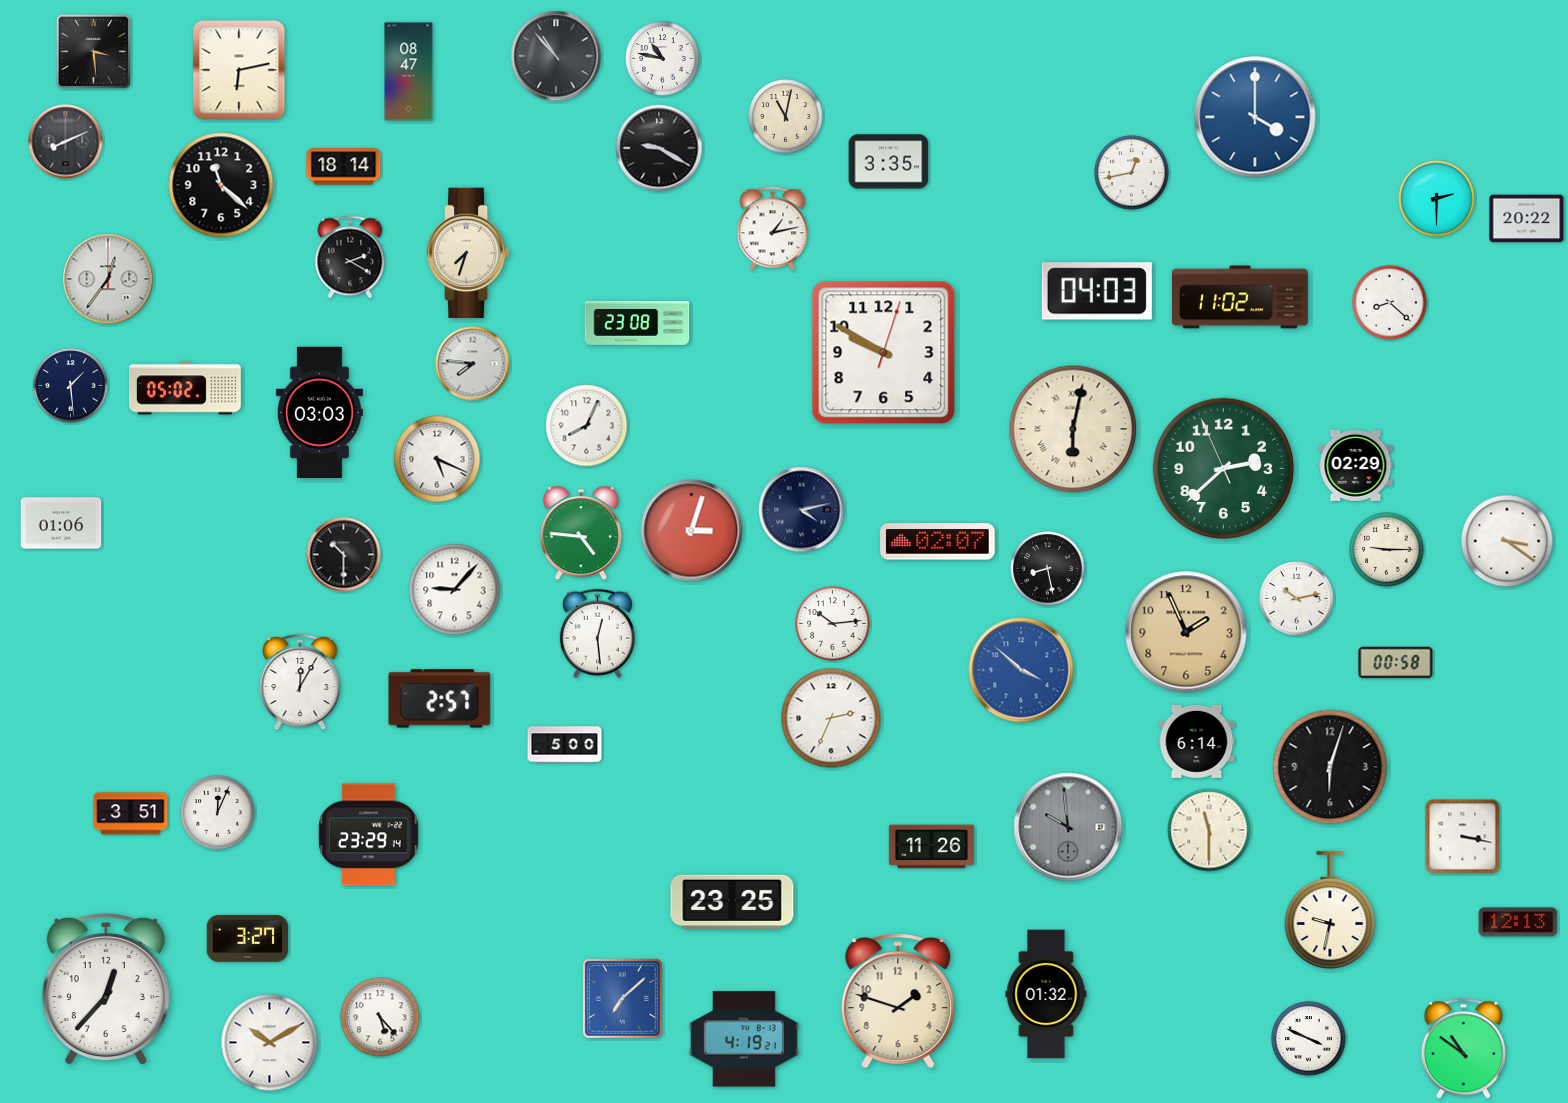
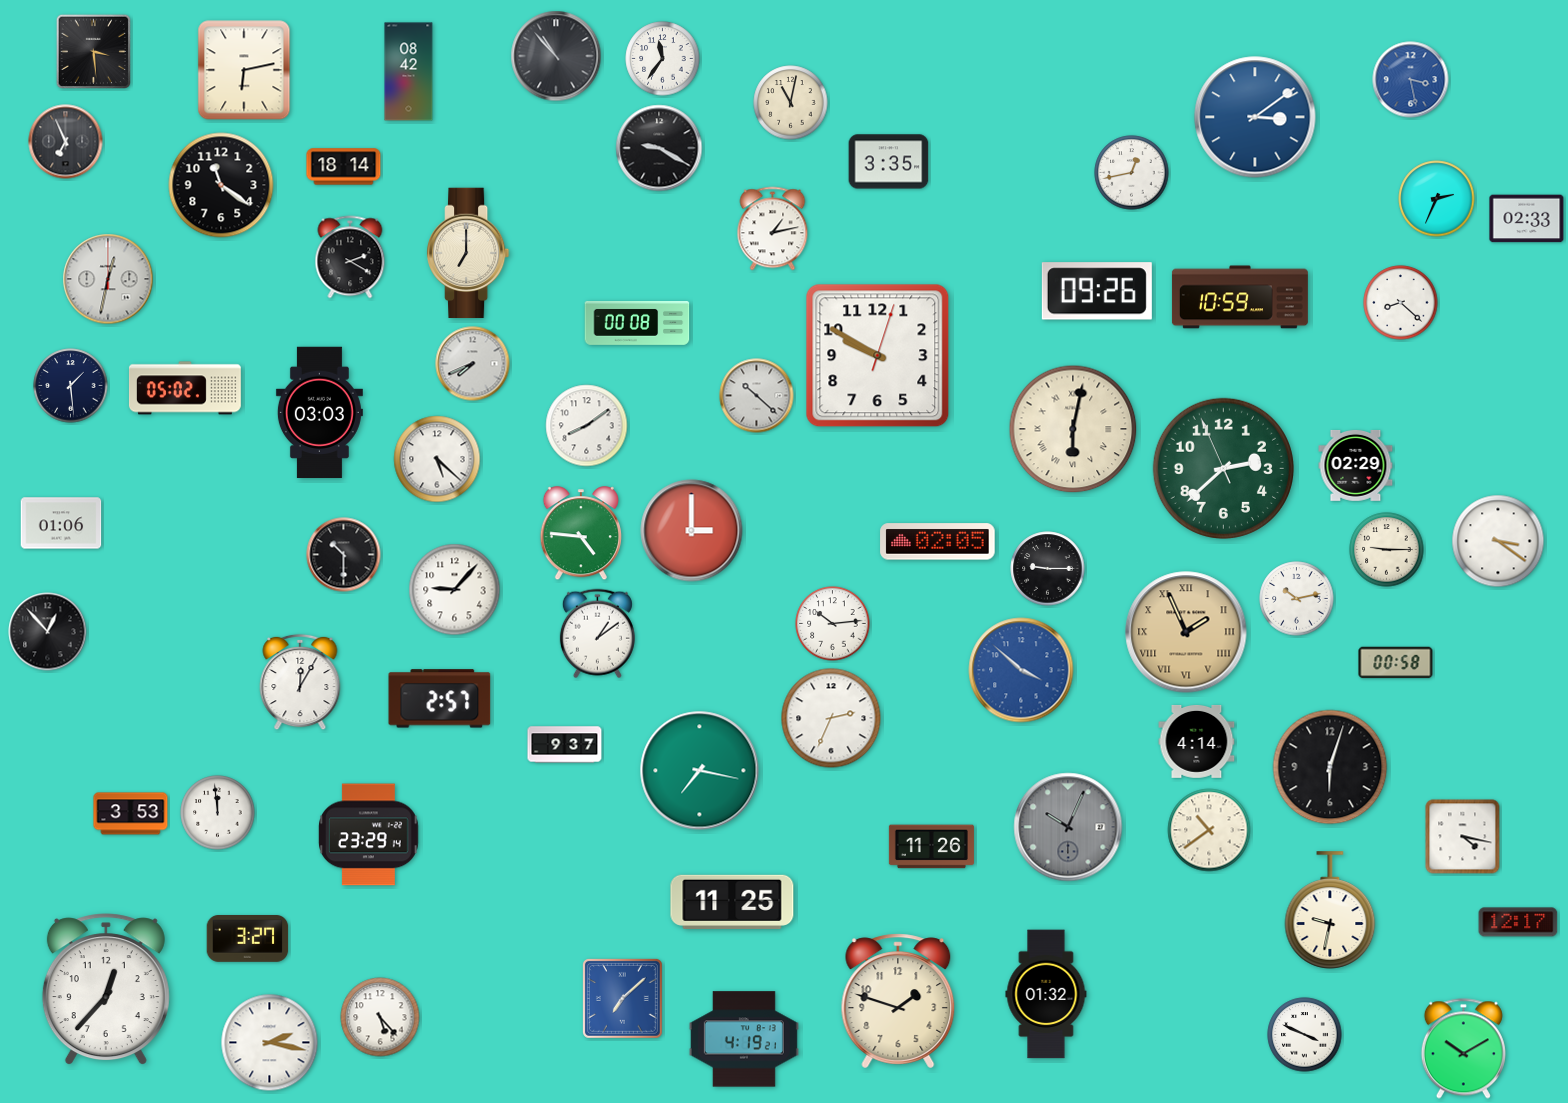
clock at (663, 59): 10:47 -> 11:36
clock at (239, 70) position: (239, 70) -> (244, 70)
clock at (409, 72): 08:47 -> 08:42
clock at (1411, 80): none -> 3:28
clock at (786, 117) position: (786, 117) -> (791, 103)
clock at (1255, 117): 4:00 -> 3:09
clock at (66, 142): 8:11 -> 6:56
clock at (221, 185): 11:22 -> 11:21
clock at (1437, 199): 2:30 -> 2:34
clock at (1527, 219): 20:22 -> 02:33
clock at (468, 253): 7:33 -> 7:00
clock at (108, 279): 12:36 -> 12:32
clock at (1097, 291): 04:03 -> 09:26
clock at (1240, 297): 11:02 -> 10:59
clock at (1390, 303) position: (1390, 303) -> (1401, 303)
clock at (637, 323): 23:08 -> 00:08
clock at (884, 353) position: (884, 353) -> (878, 356)
clock at (473, 364): 7:46 -> 7:41
clock at (757, 396): none -> 10:22
clock at (587, 426): 8:04 -> 8:09
clock at (437, 459): 5:19 -> 5:22
clock at (802, 510): 4:13 -> none
clock at (692, 531): 3:03 -> 3:00
clock at (1507, 541) position: (1507, 541) -> (1498, 541)
clock at (938, 542): 02:07 -> 02:05
clock at (1048, 569): 8:28 -> 9:15
clock at (48, 632): none -> 12:53
clock at (1186, 632) numerals: Arabic -> Roman
clock at (597, 634): 12:29 -> 1:09
clock at (1197, 741): 6:14 -> 4:14
clock at (565, 745): 5:00 -> 9:37
clock at (700, 771): none -> 7:17
clock at (218, 813): 12:04 -> 11:59
clock at (131, 814): 3:51 -> 3:53
clock at (1068, 827): 9:59 -> 10:04
clock at (1209, 830): 11:30 -> 10:39
clock at (1463, 837): 3:17 -> 4:17
clock at (732, 901): 23:25 -> 11:25
clock at (1518, 922): 12:13 -> 12:17
clock at (1309, 1039) position: (1309, 1039) -> (1305, 1035)
clock at (270, 1043): 10:10 -> 2:17
clock at (1463, 1049): 10:51 -> 10:10
